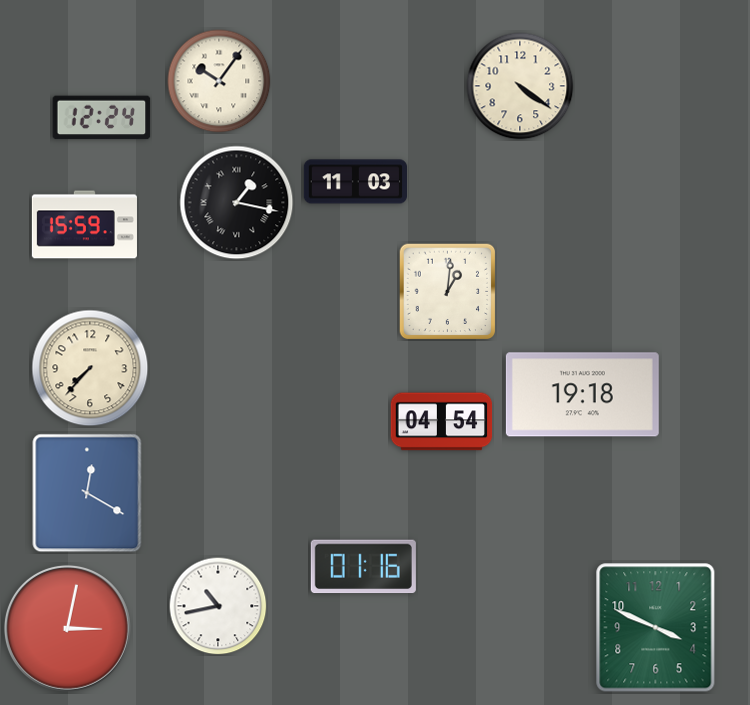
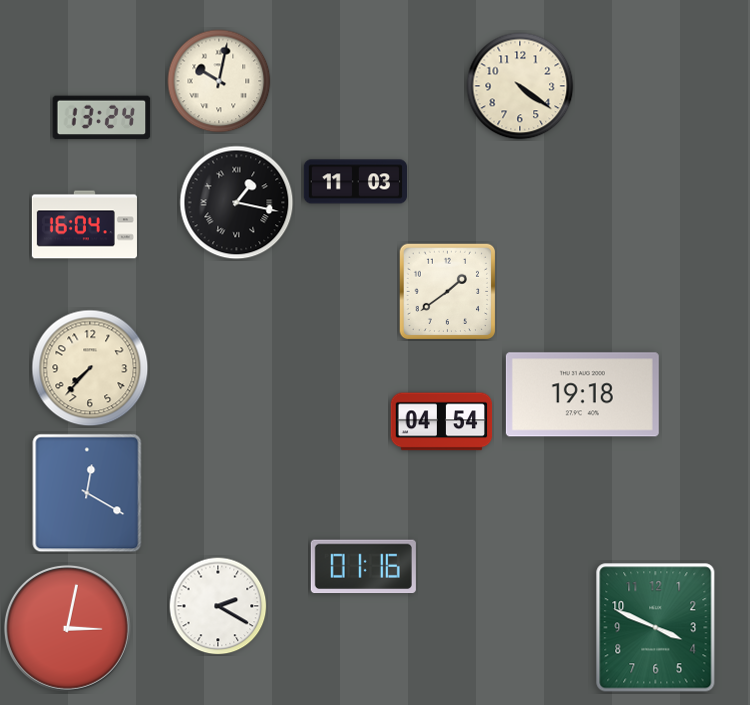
clock at (219, 81): 10:06 -> 10:02
clock at (102, 118): 12:24 -> 13:24
clock at (84, 225): 15:59 -> 16:04
clock at (447, 291): 1:01 -> 1:39
clock at (218, 606): 10:43 -> 2:20
